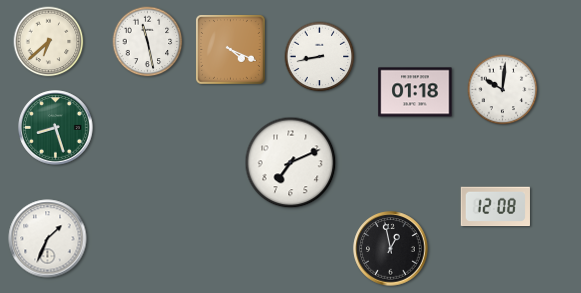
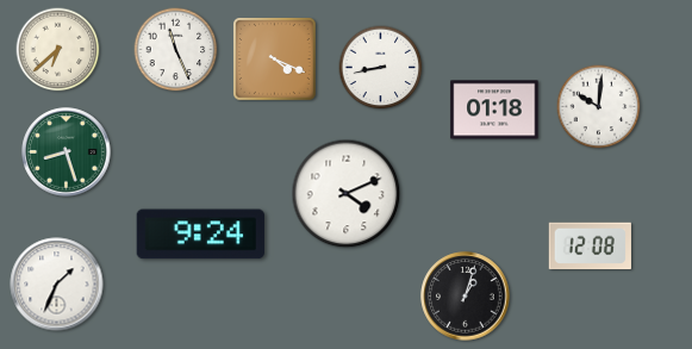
clock at (148, 42): 11:28 -> 11:26
clock at (291, 163): 7:11 -> 4:11
clock at (200, 235): none -> 9:24
clock at (391, 249): 12:58 -> 1:03
